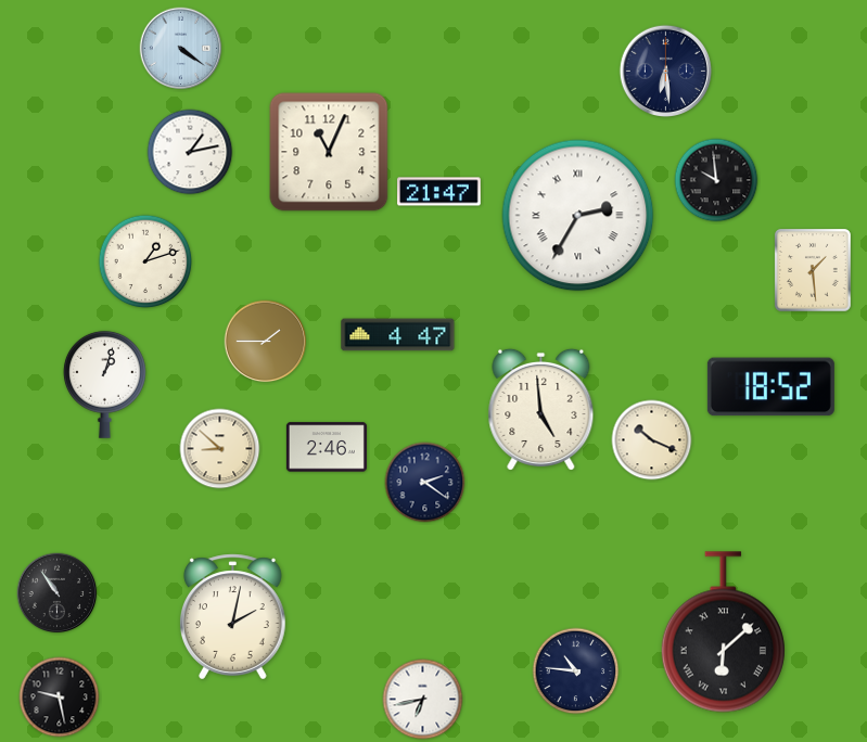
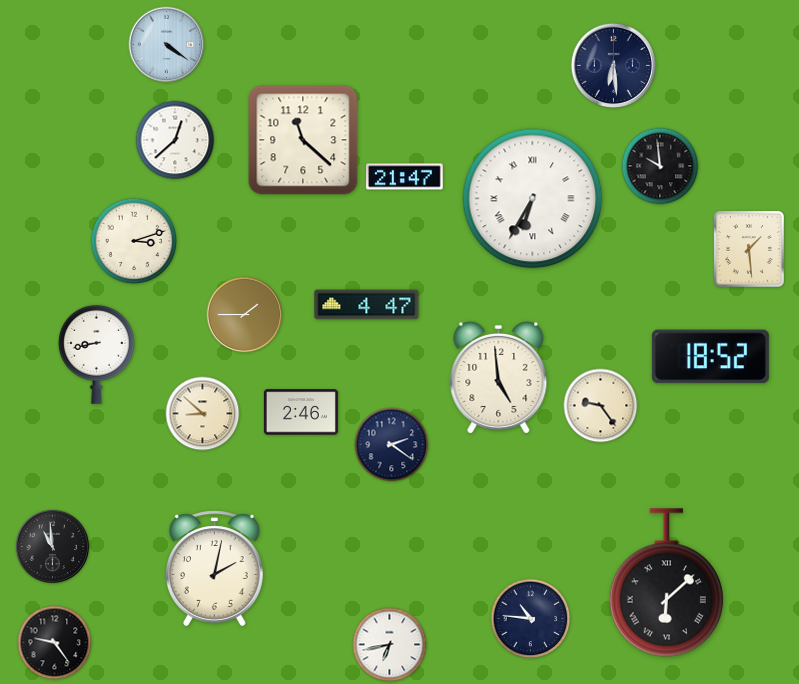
clock at (190, 152): 1:13 -> 12:38
clock at (329, 152): 11:04 -> 11:22
clock at (578, 216): 2:35 -> 6:35
clock at (145, 261): 1:12 -> 3:12
clock at (398, 335) position: (398, 335) -> (367, 305)
clock at (104, 384): 1:03 -> 8:43
clock at (652, 440): 10:19 -> 9:24
clock at (58, 593): 10:54 -> 10:59
clock at (60, 698): 9:28 -> 9:24
